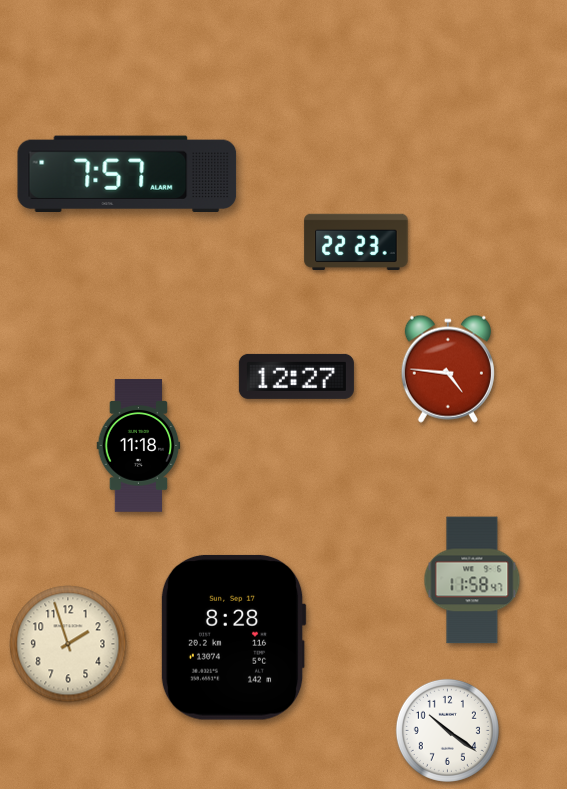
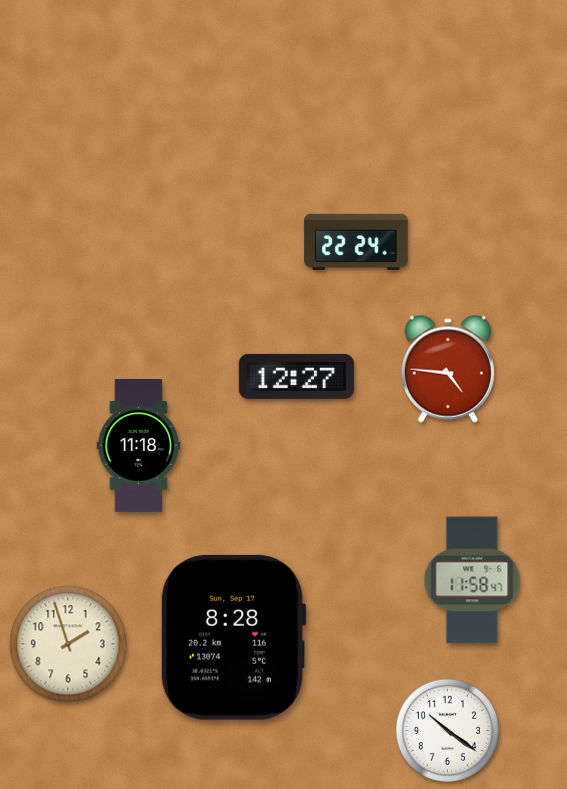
clock at (127, 173): 7:57 -> none
clock at (356, 242): 22:23 -> 22:24
